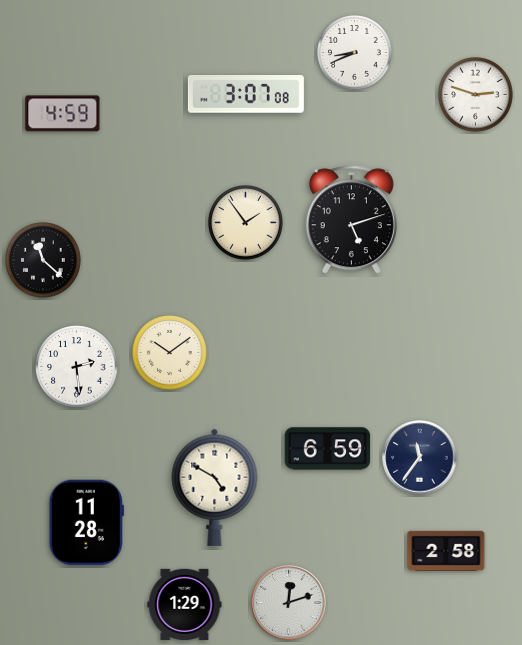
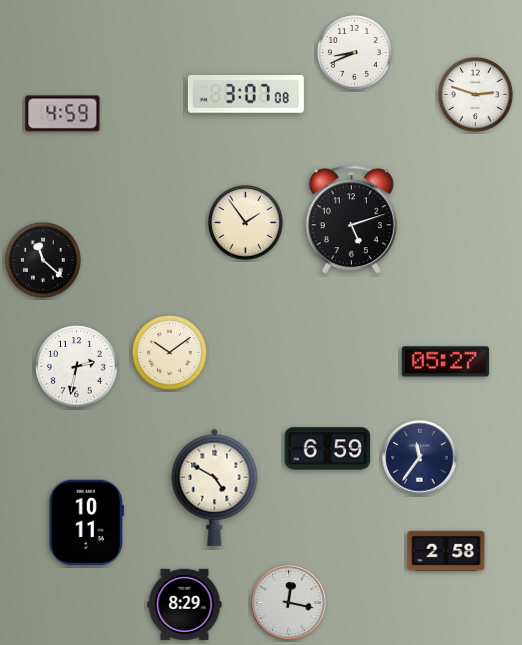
clock at (445, 362): none -> 05:27
clock at (77, 367): 2:29 -> 2:32
clock at (86, 523): 11:28 -> 10:11
clock at (289, 603): 12:12 -> 12:17
clock at (185, 604): 1:29 -> 8:29
